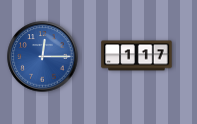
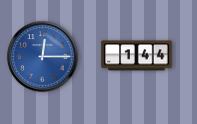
clock at (137, 56): 1:17 -> 1:44
